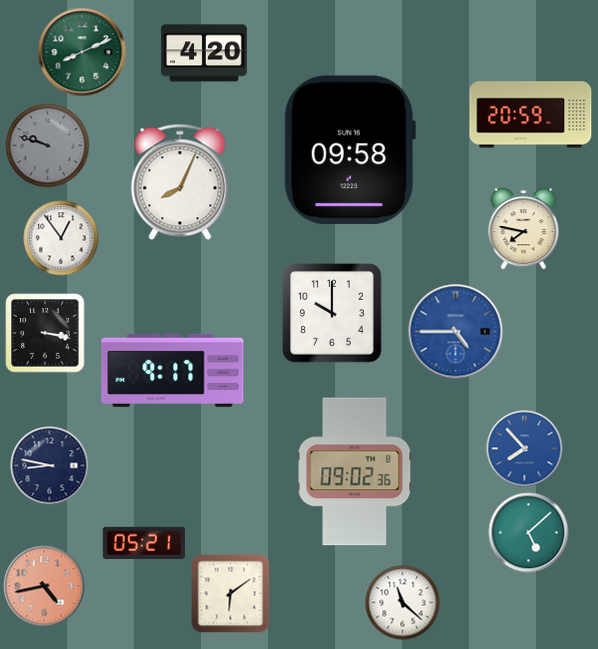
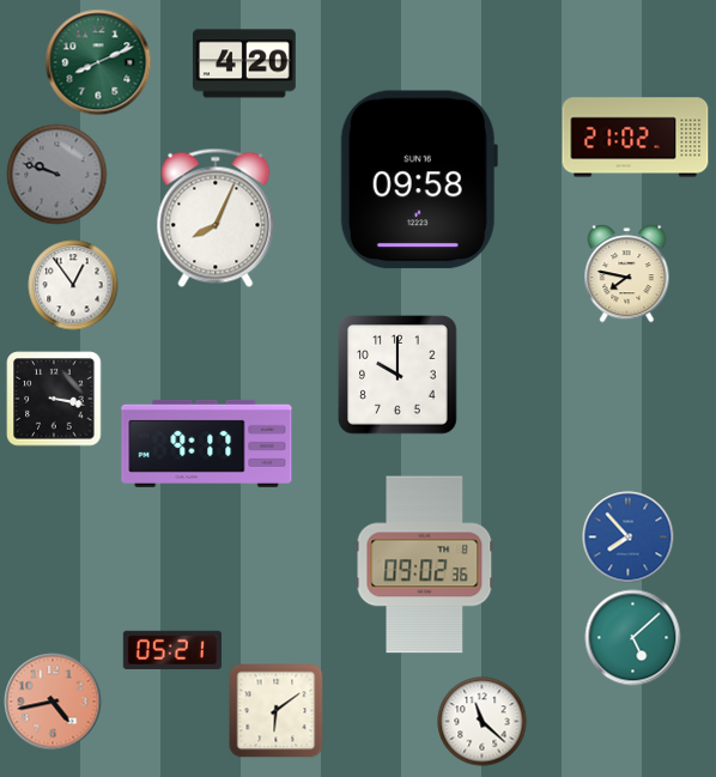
clock at (531, 115): 20:59 -> 21:02
clock at (456, 332): 4:45 -> none
clock at (50, 466): 8:47 -> none
